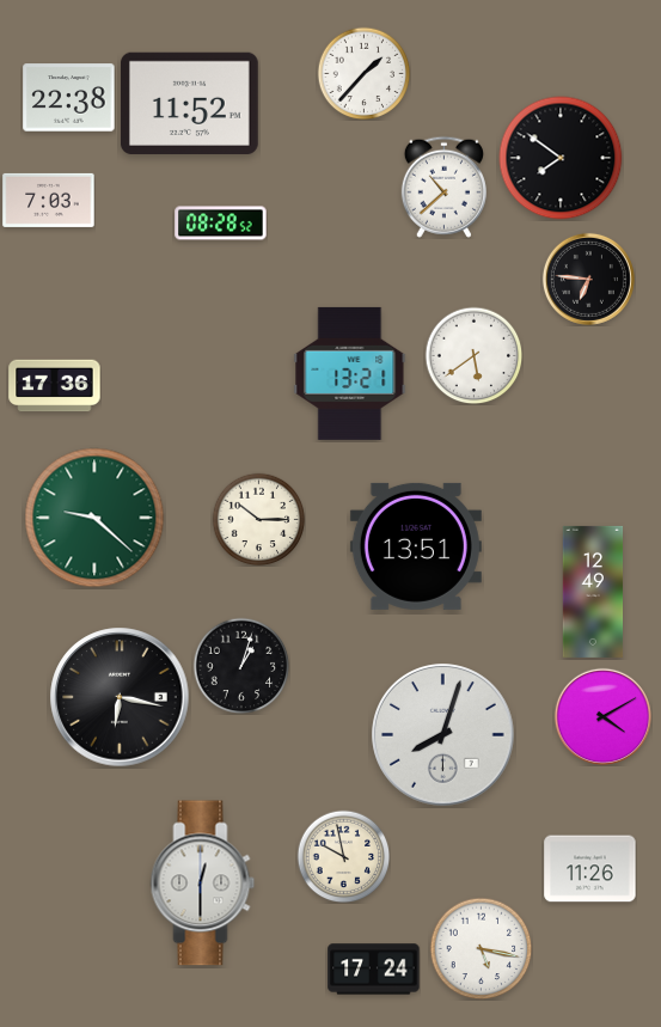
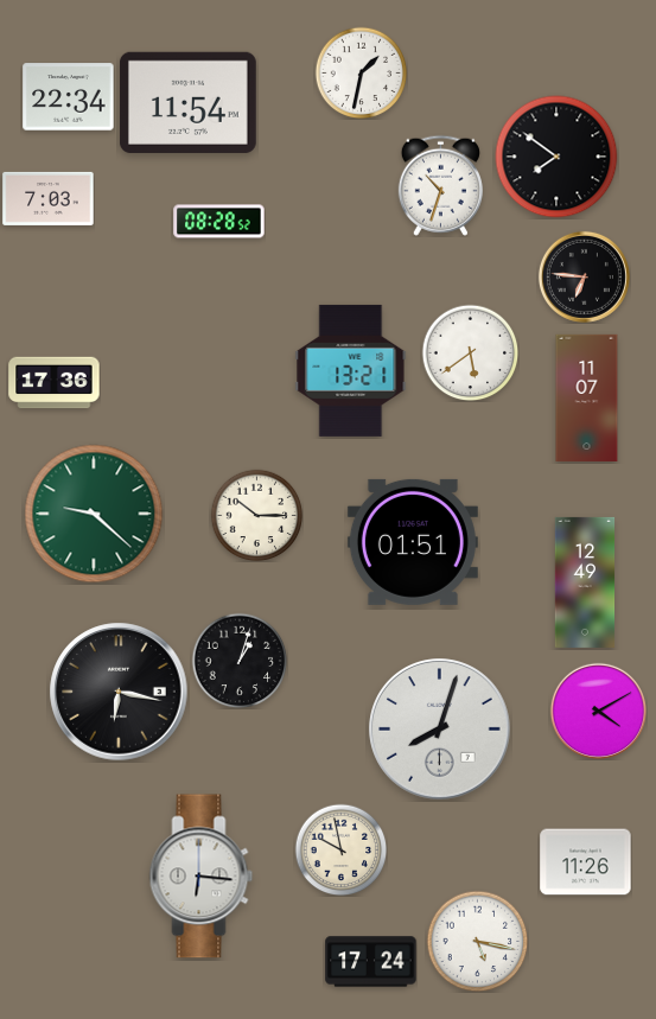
clock at (363, 73): 1:37 -> 1:32
clock at (69, 98): 22:38 -> 22:34
clock at (189, 103): 11:52 -> 11:54
clock at (443, 187): 10:38 -> 10:33
clock at (350, 373) position: (350, 373) -> (351, 370)
clock at (587, 397): none -> 11:07
clock at (416, 546): 13:51 -> 01:51
clock at (593, 592) position: (593, 592) -> (585, 582)
clock at (203, 884): 12:30 -> 6:16
